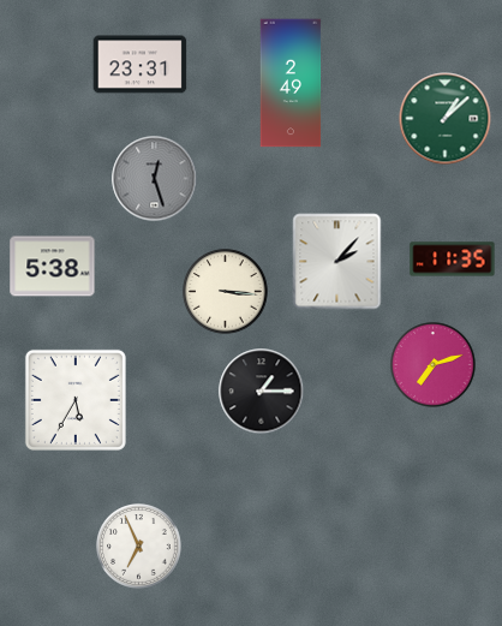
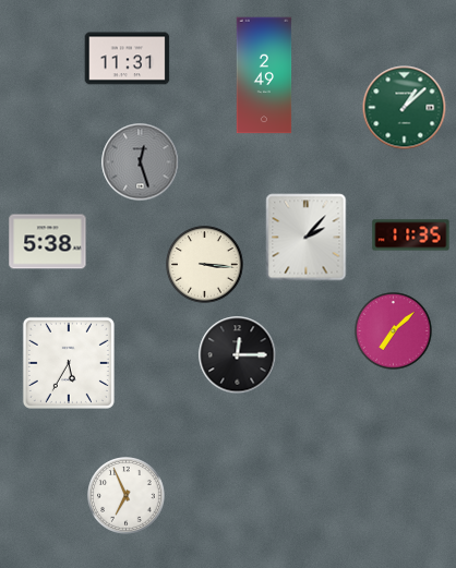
clock at (141, 65): 23:31 -> 11:31
clock at (434, 365): 7:12 -> 7:08
clock at (262, 392): 1:15 -> 12:15
